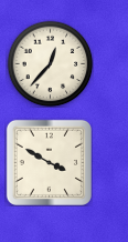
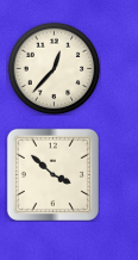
clock at (49, 162): 3:50 -> 3:52
